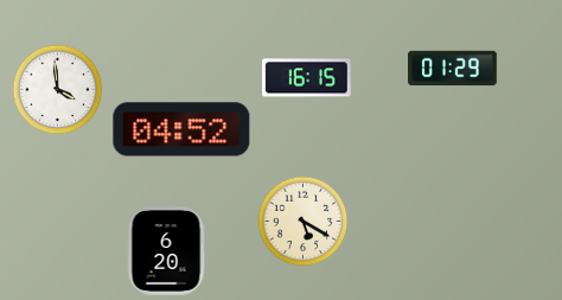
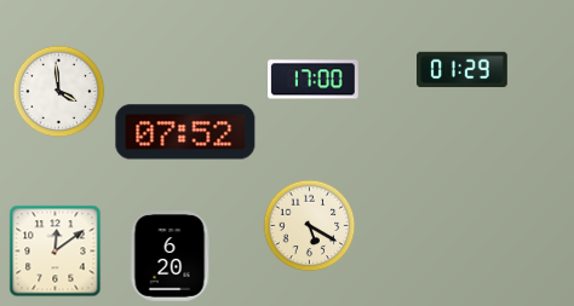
clock at (307, 78): 16:15 -> 17:00
clock at (181, 129): 04:52 -> 07:52
clock at (56, 252): none -> 12:09
